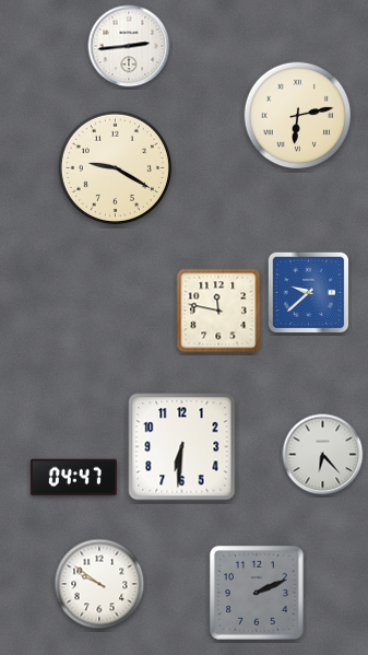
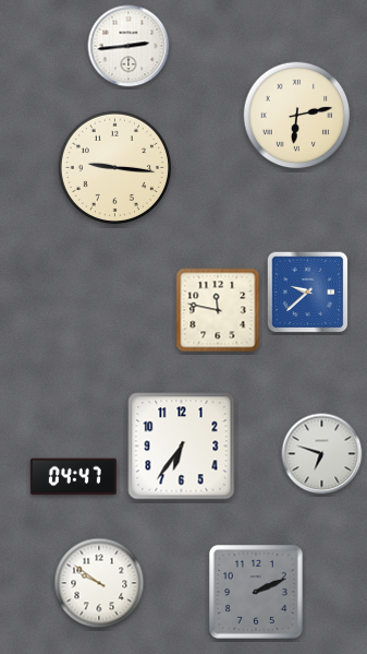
clock at (115, 167): 9:20 -> 9:16
clock at (182, 447): 6:31 -> 6:36
clock at (323, 455): 6:23 -> 6:48
